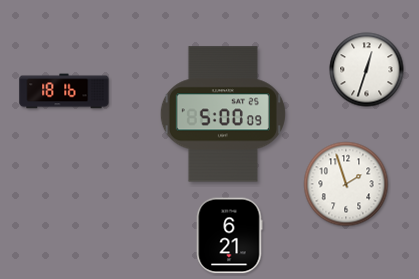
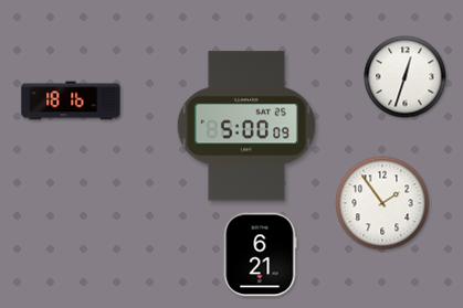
clock at (346, 184): 1:57 -> 1:54
clock at (230, 236) position: (230, 236) -> (261, 255)
